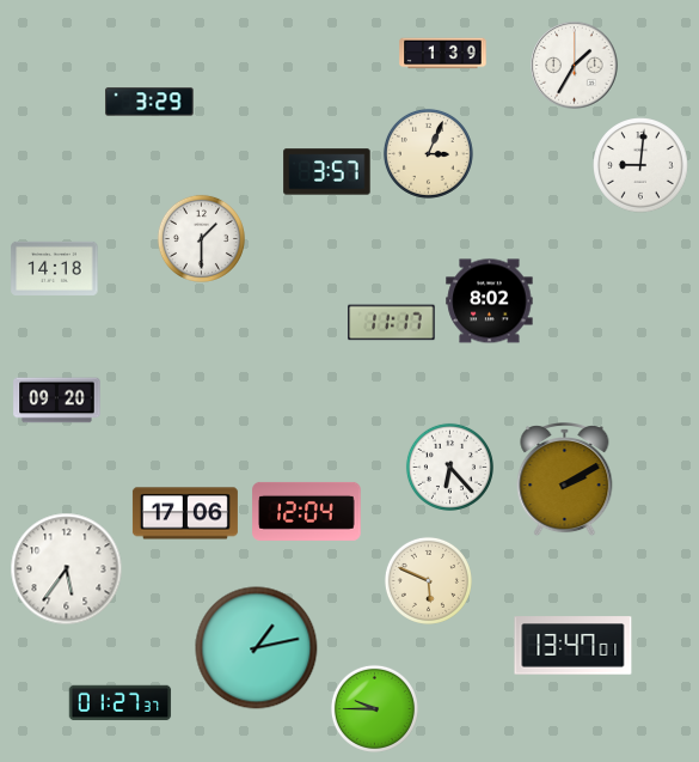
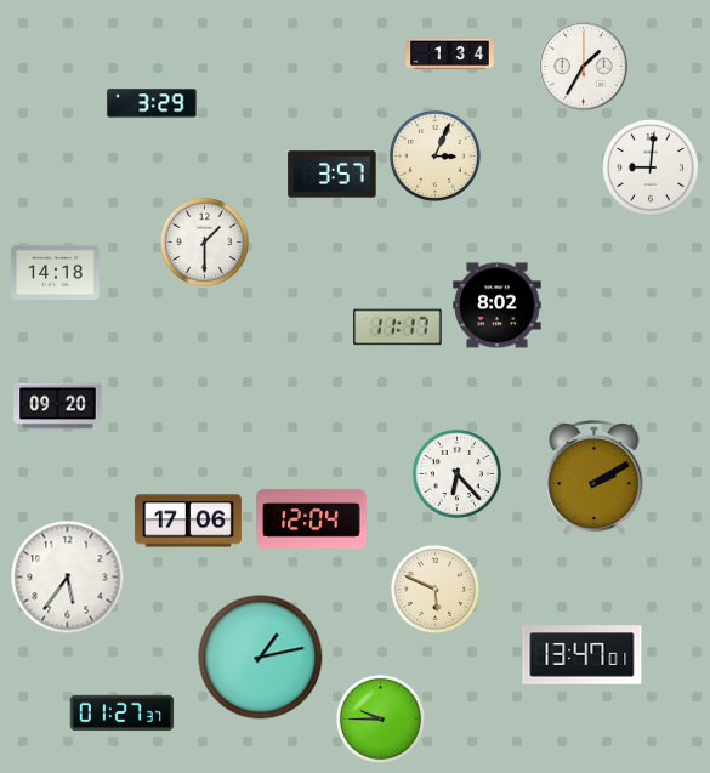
clock at (443, 54): 1:39 -> 1:34
clock at (565, 481) position: (565, 481) -> (595, 479)
